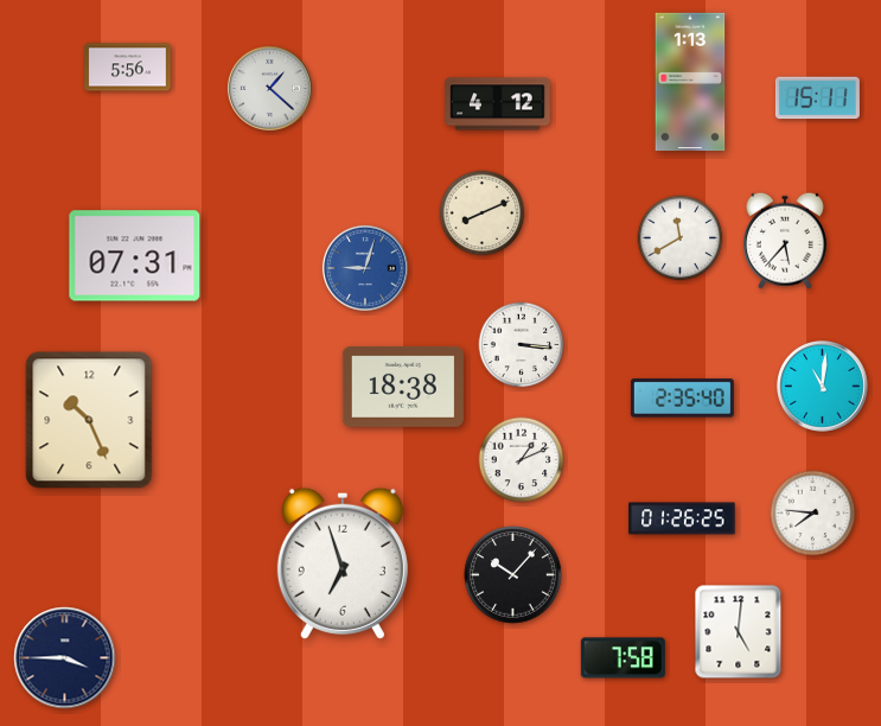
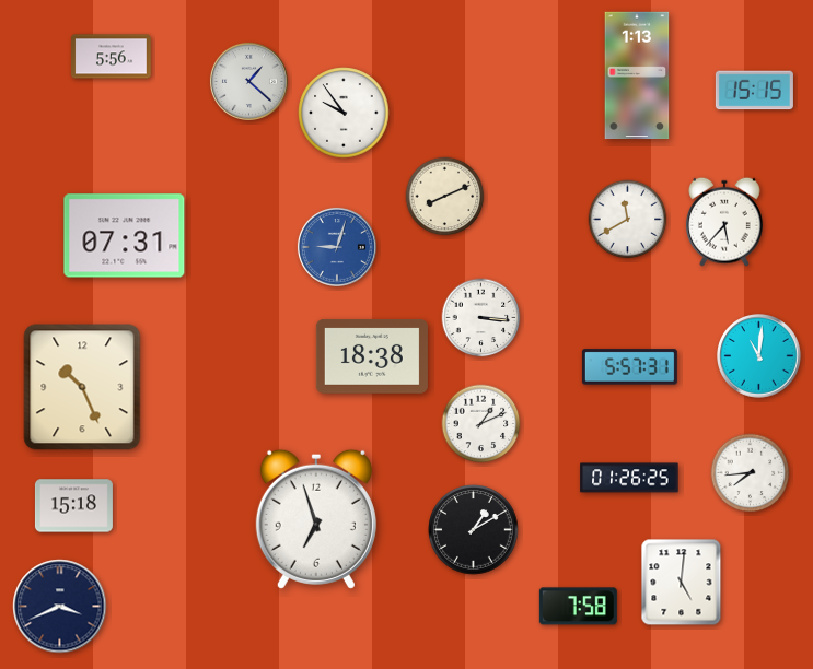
clock at (128, 68) position: (128, 68) -> (112, 57)
clock at (817, 98): 15:11 -> 15:15
clock at (498, 104): 4:12 -> none
clock at (344, 113): none -> 9:54
clock at (682, 399): 2:35 -> 5:57
clock at (813, 514): 7:46 -> 7:44
clock at (73, 506): none -> 15:18
clock at (513, 575): 10:07 -> 1:10
clock at (65, 658): 3:45 -> 3:41
clock at (623, 658) position: (623, 658) -> (578, 607)
